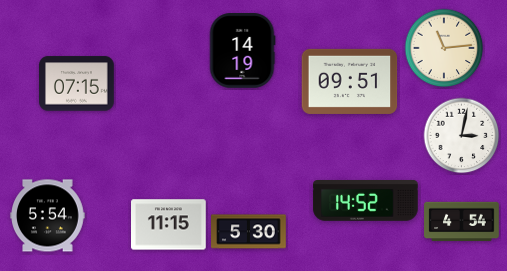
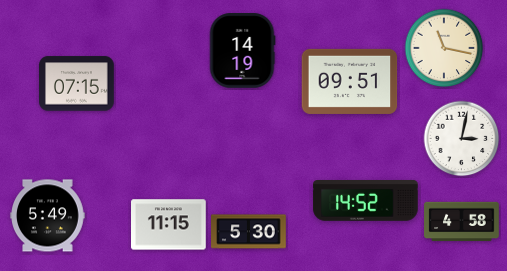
clock at (444, 48): 11:14 -> 11:17
clock at (462, 136) position: (462, 136) -> (462, 139)
clock at (48, 216): 5:54 -> 5:49
clock at (462, 222): 4:54 -> 4:58
